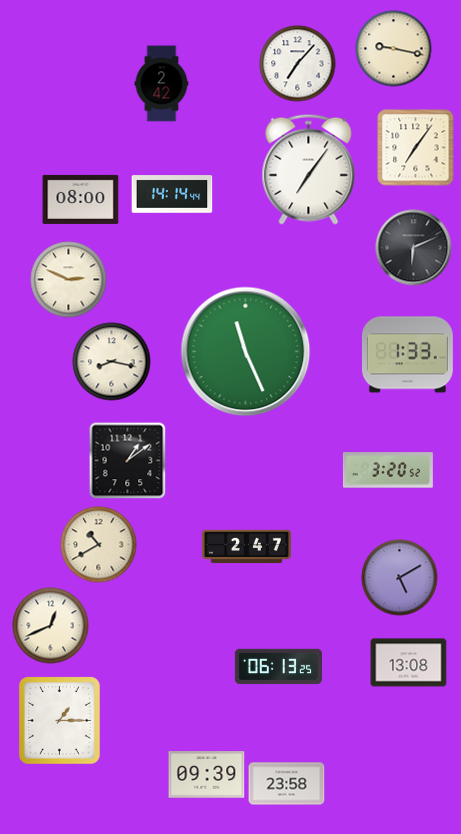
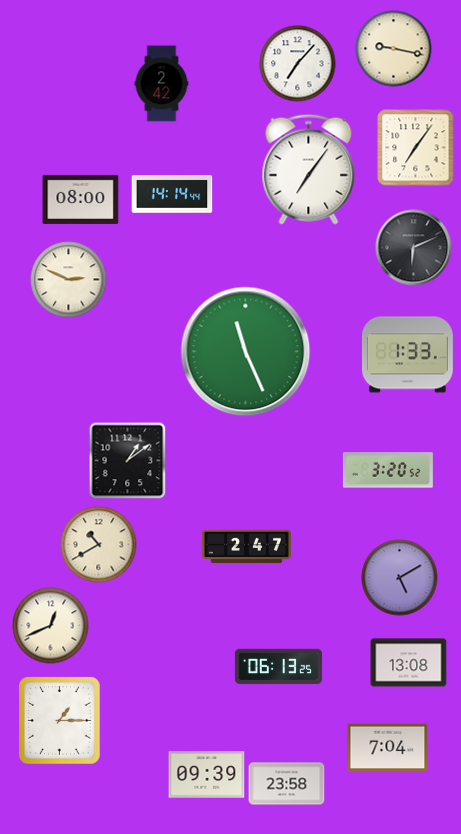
clock at (112, 362): 8:17 -> none
clock at (388, 748): none -> 7:04
